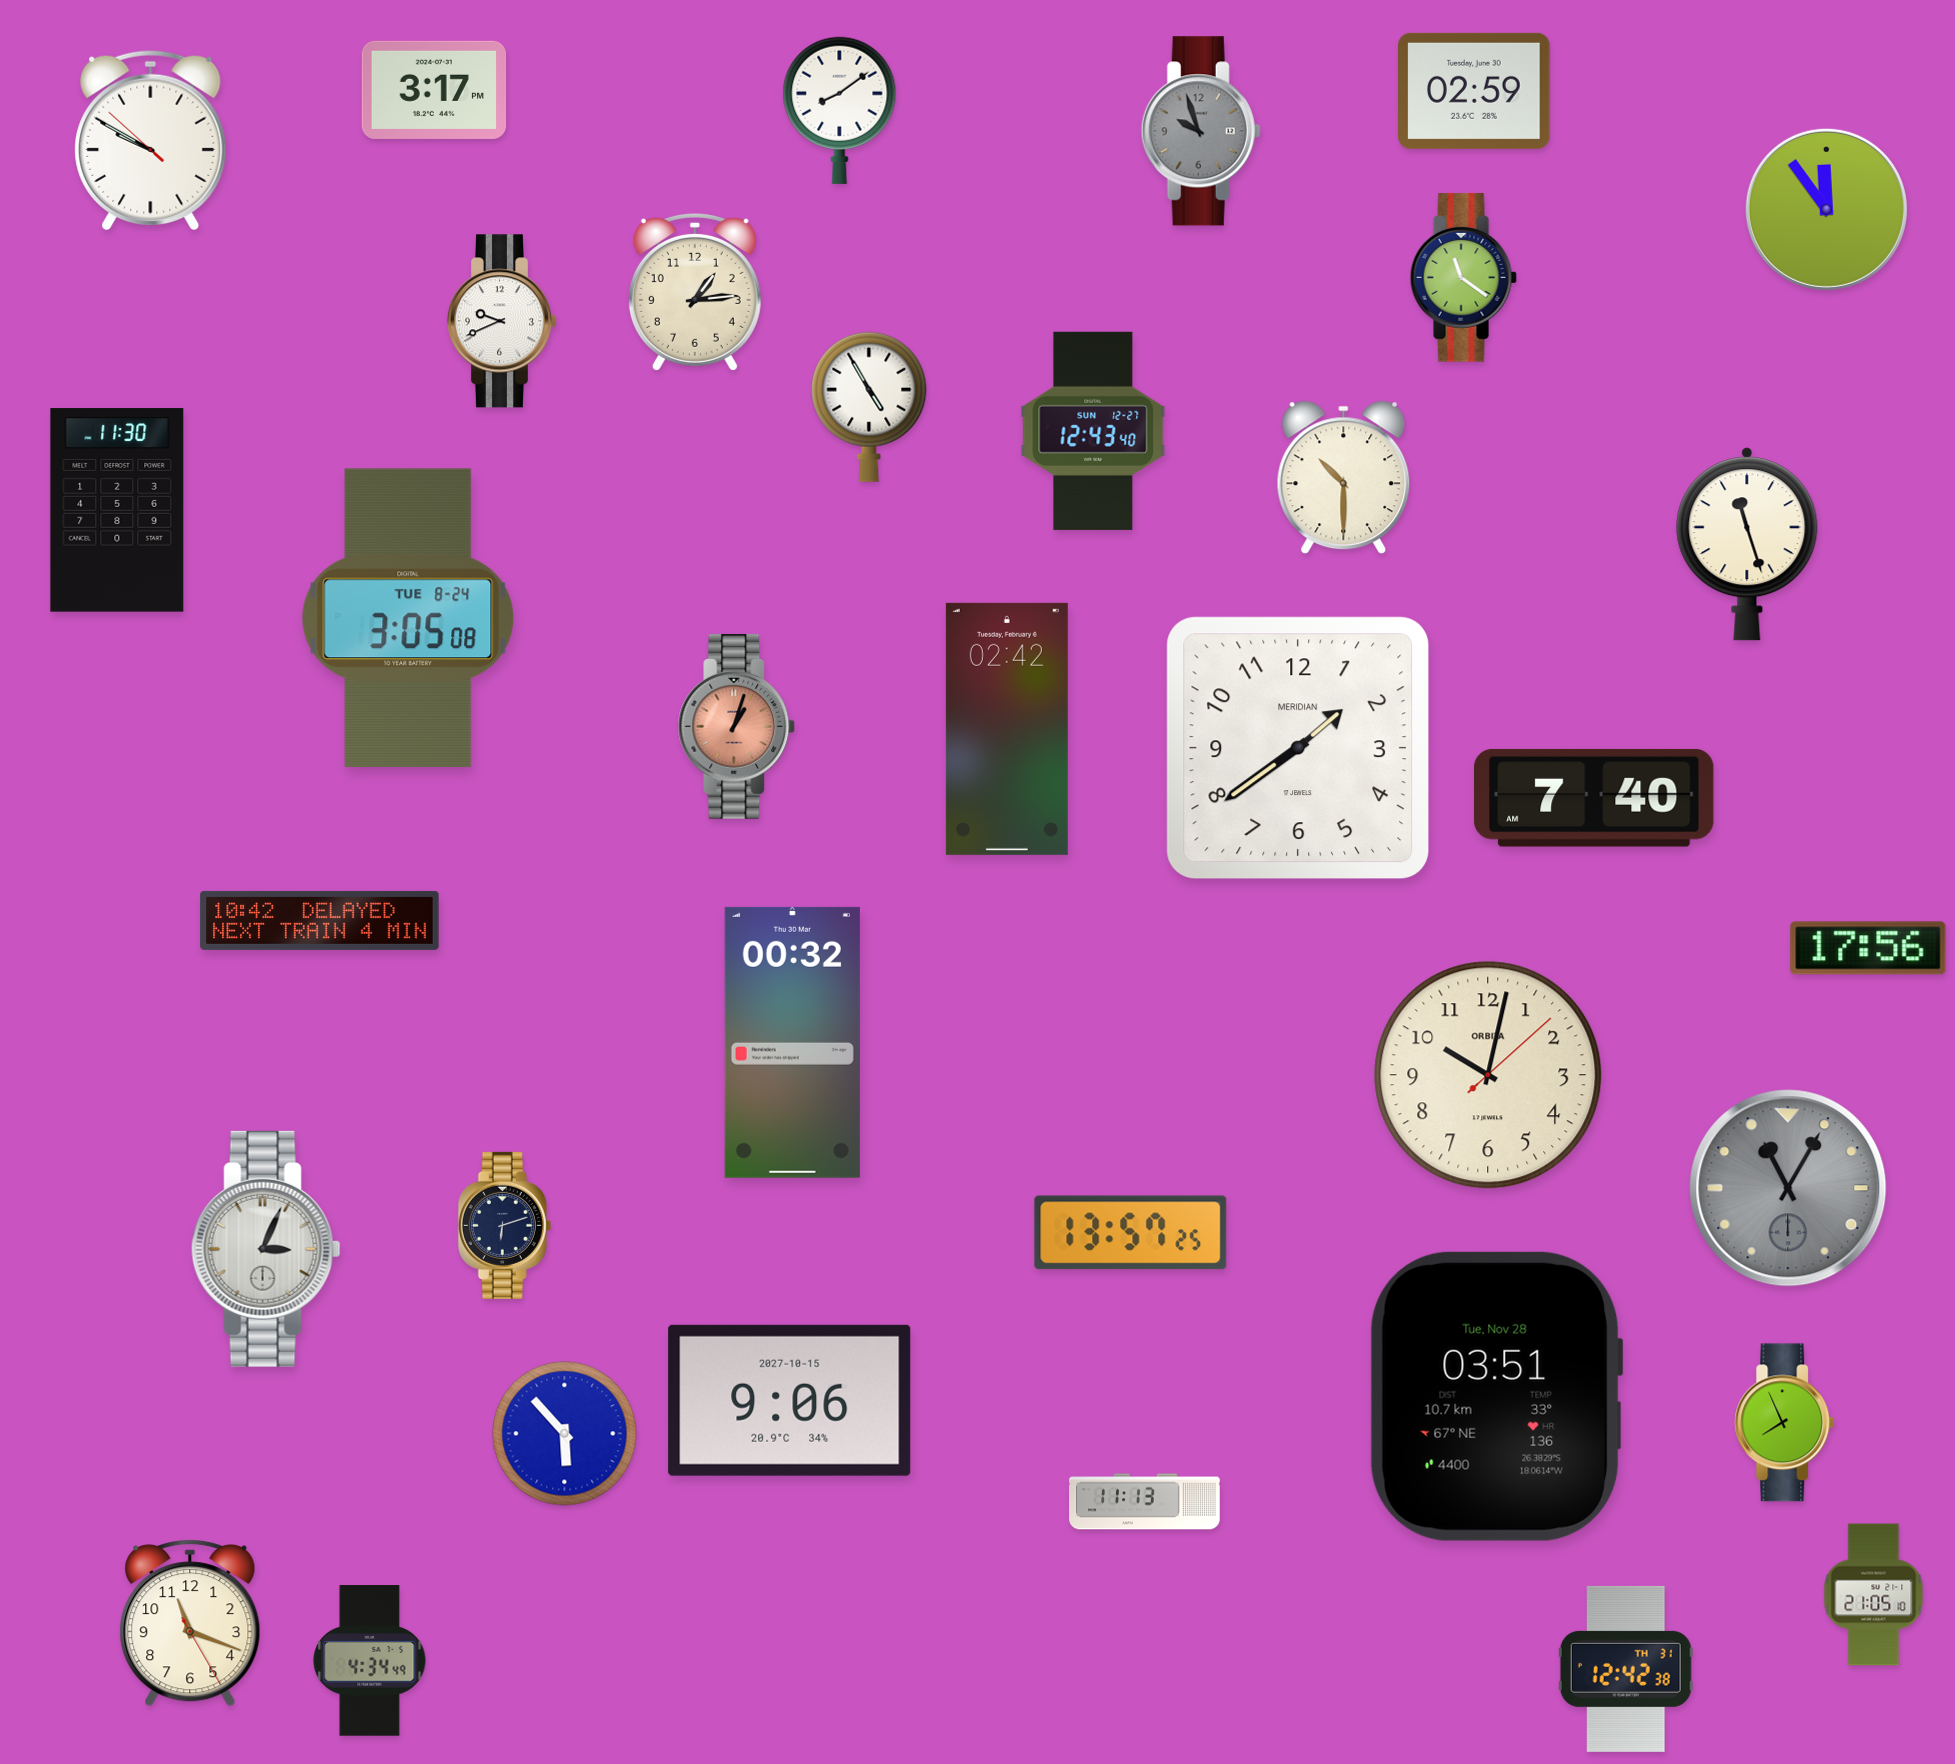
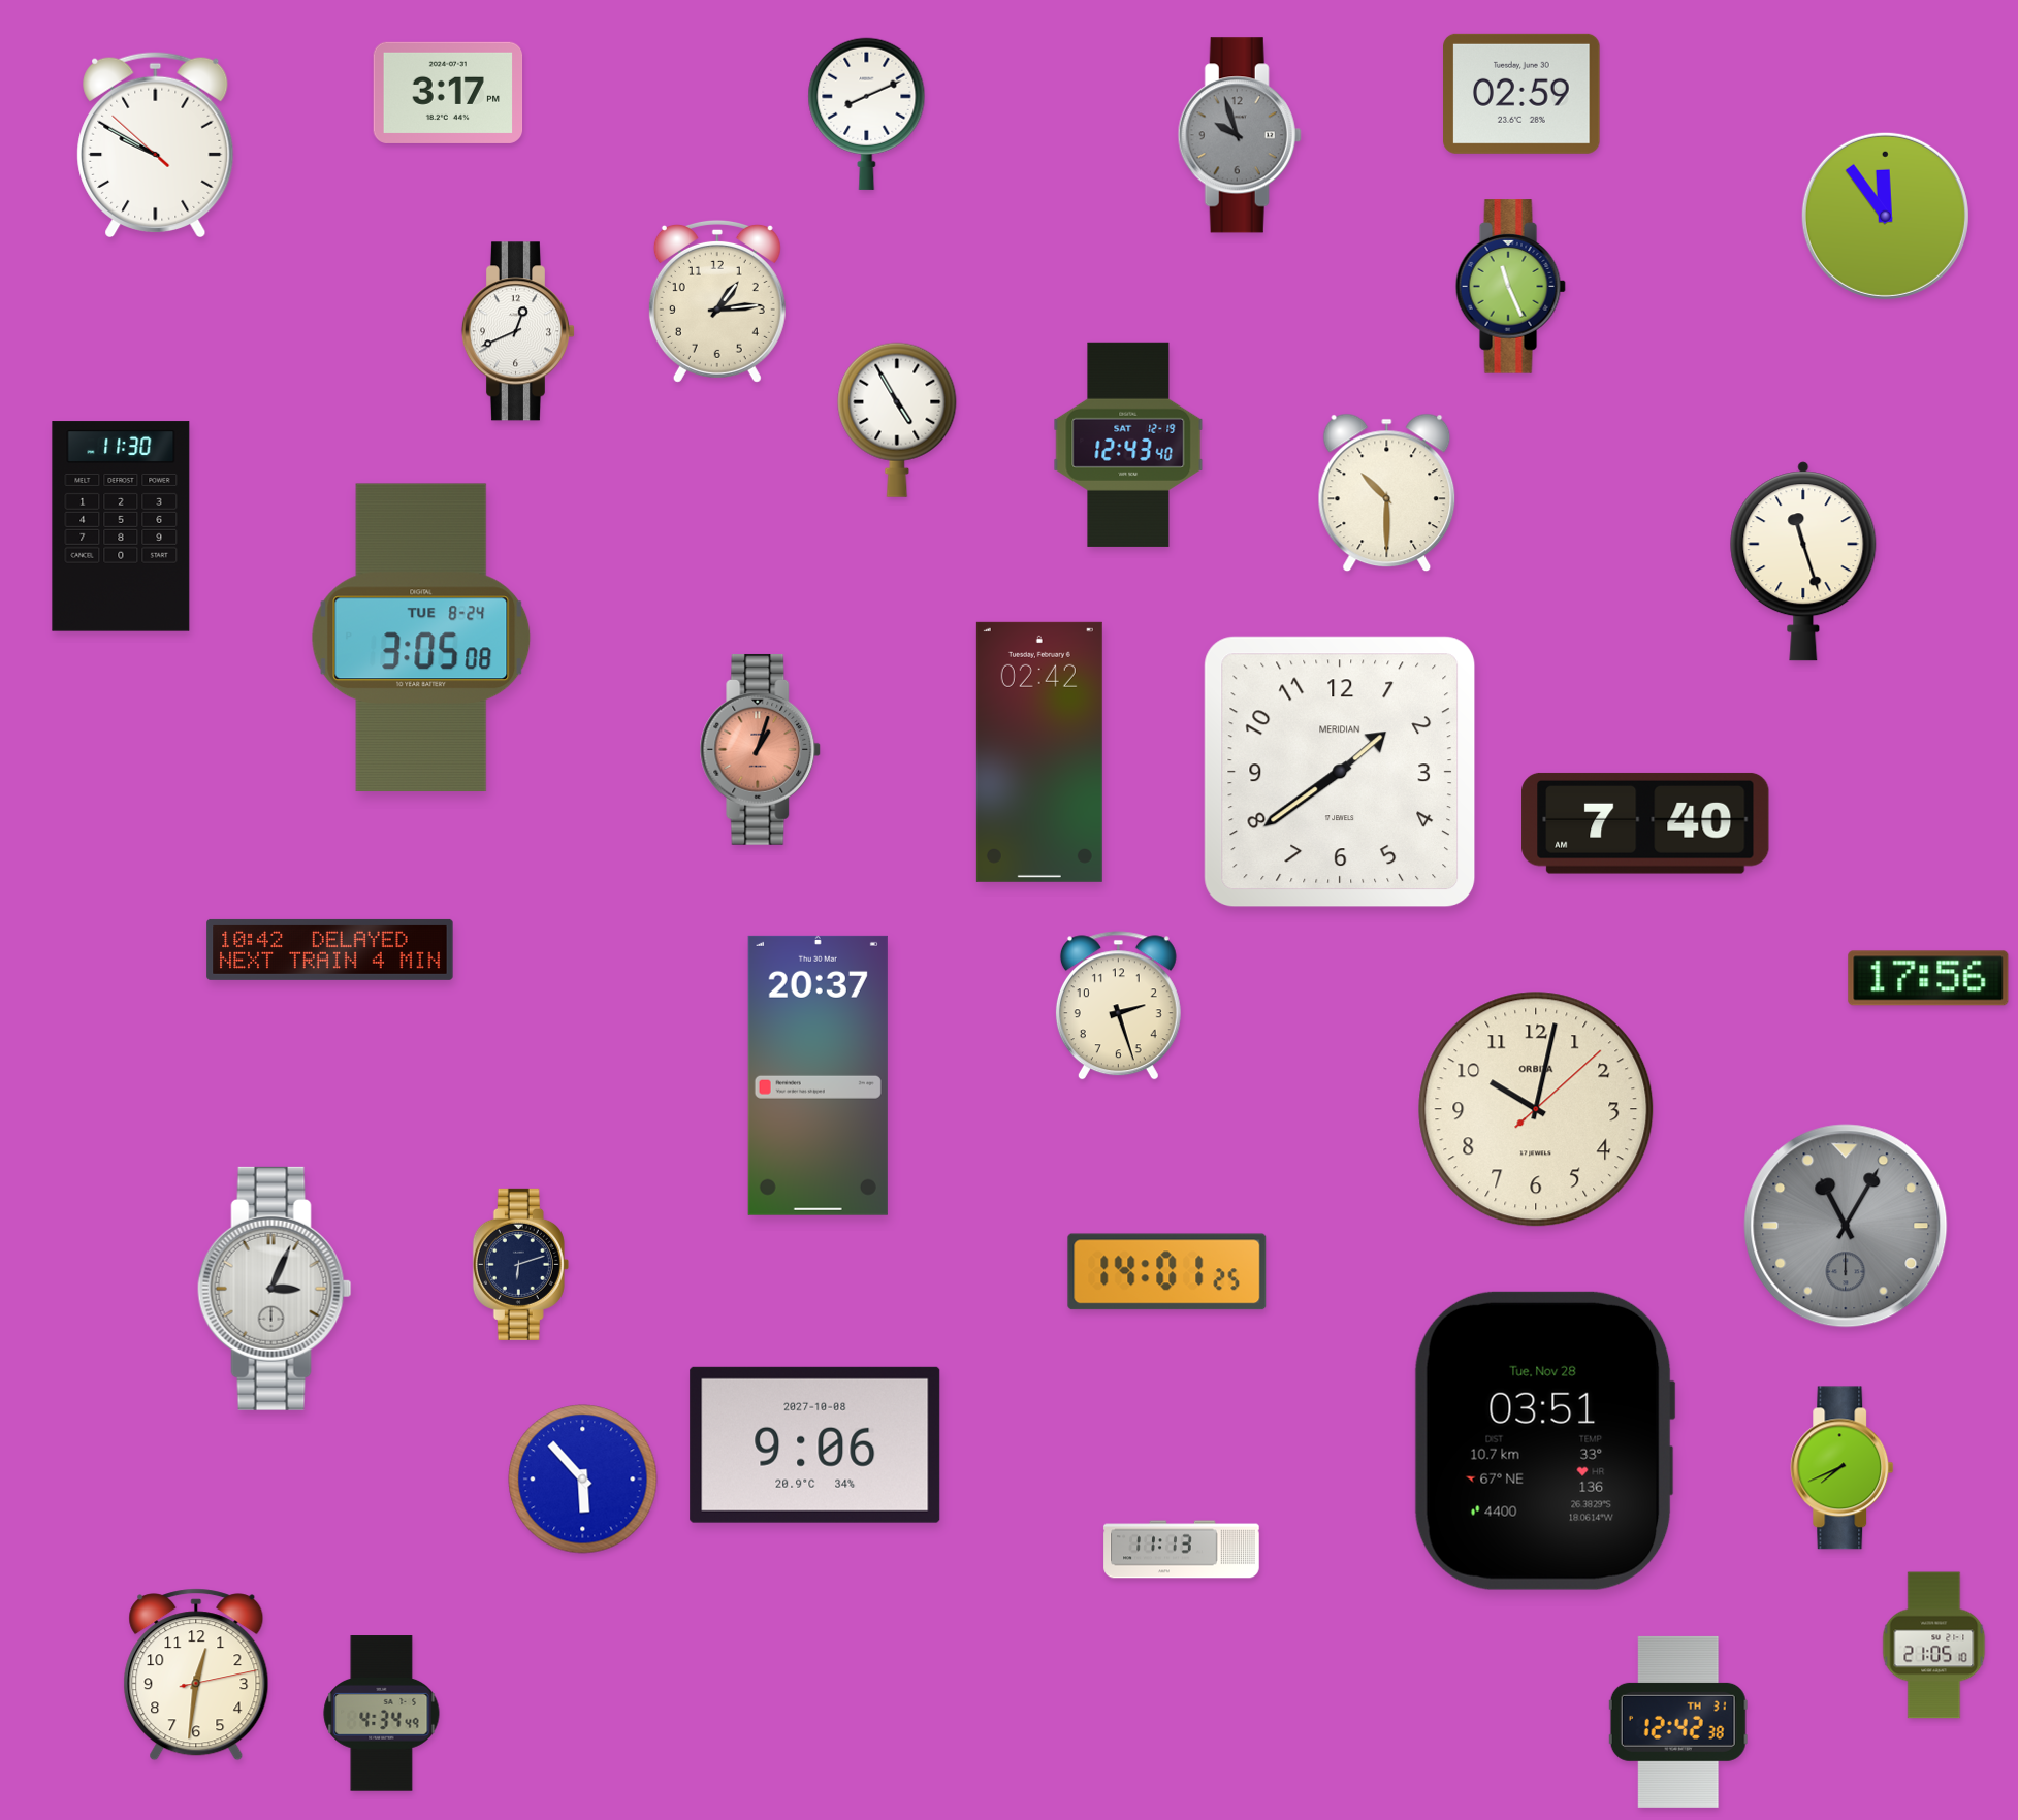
clock at (840, 110): 8:09 -> 8:11
clock at (1463, 278): 11:21 -> 11:26
clock at (502, 321): 9:41 -> 12:41
clock at (1093, 431) date: SUN 12-27 -> SAT 12-19
clock at (1118, 1006): none -> 2:27
clock at (792, 1042): 00:32 -> 20:37
clock at (1131, 1233): 13:57 -> 14:01
clock at (790, 1400) date: 2027-10-15 -> 2027-10-08
clock at (1785, 1423): 7:56 -> 7:41
clock at (190, 1623): 11:18 -> 12:31
